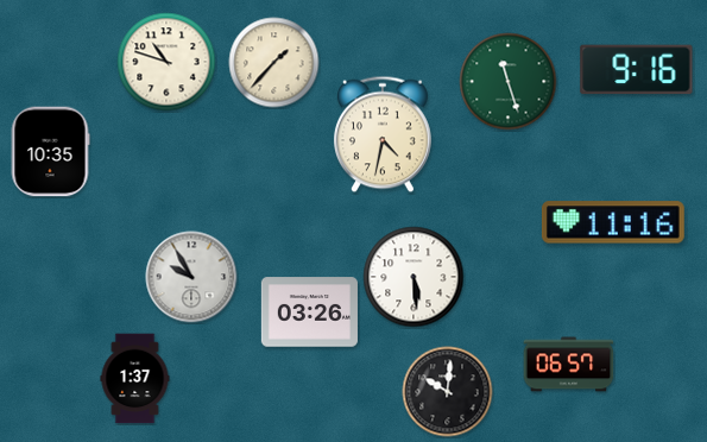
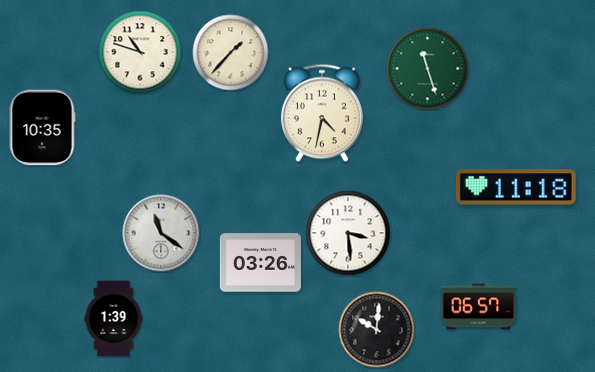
clock at (637, 70): 9:16 -> none
clock at (613, 222): 11:16 -> 11:18
clock at (191, 277): 9:55 -> 11:21
clock at (414, 277): 5:29 -> 3:29
clock at (135, 379): 1:37 -> 1:39
